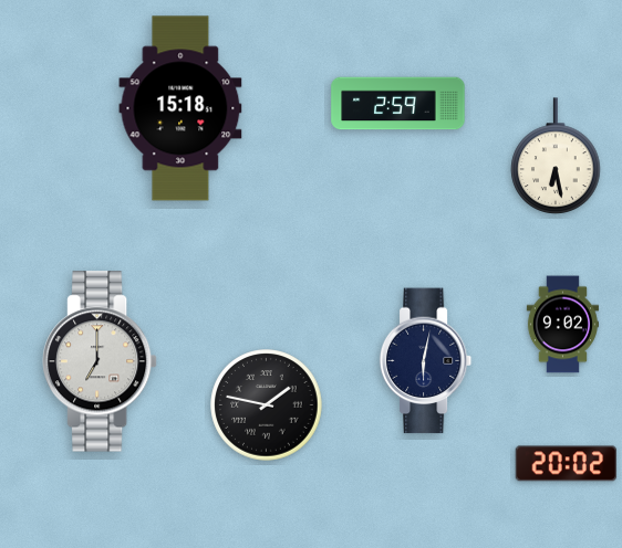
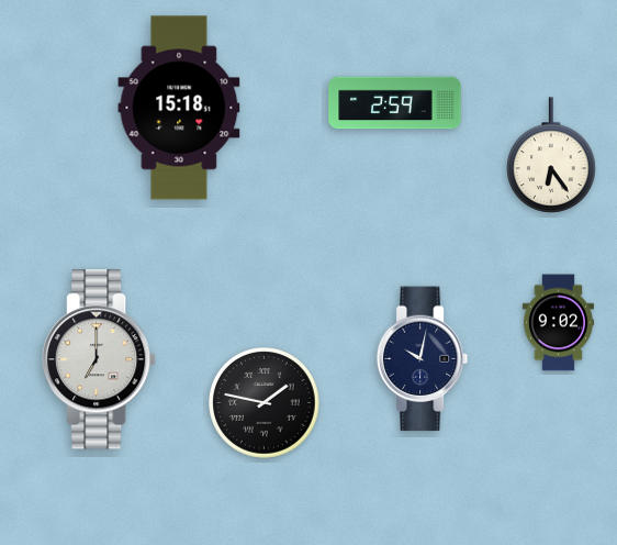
clock at (556, 156): 6:28 -> 6:24
clock at (426, 361): 6:02 -> 10:02
clock at (567, 464): 20:02 -> none
